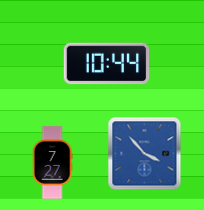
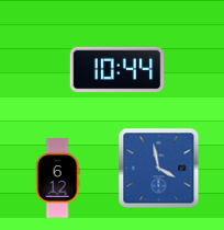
clock at (145, 154): 3:53 -> 3:58
clock at (52, 163): 7:27 -> 6:12
